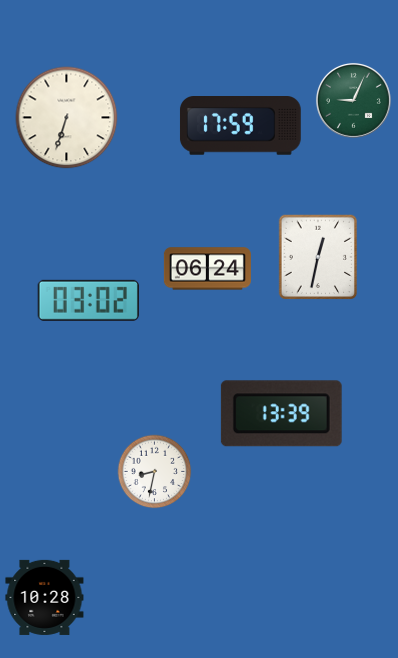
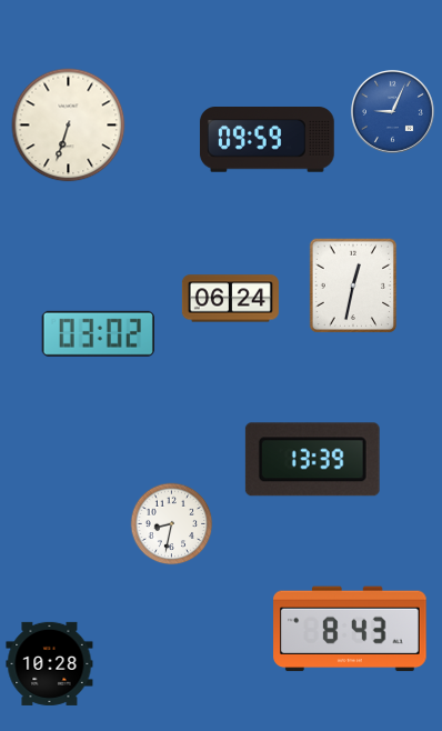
clock at (353, 100) dial: green -> blue
clock at (67, 118) position: (67, 118) -> (69, 126)
clock at (240, 126): 17:59 -> 09:59
clock at (350, 629): none -> 8:43
